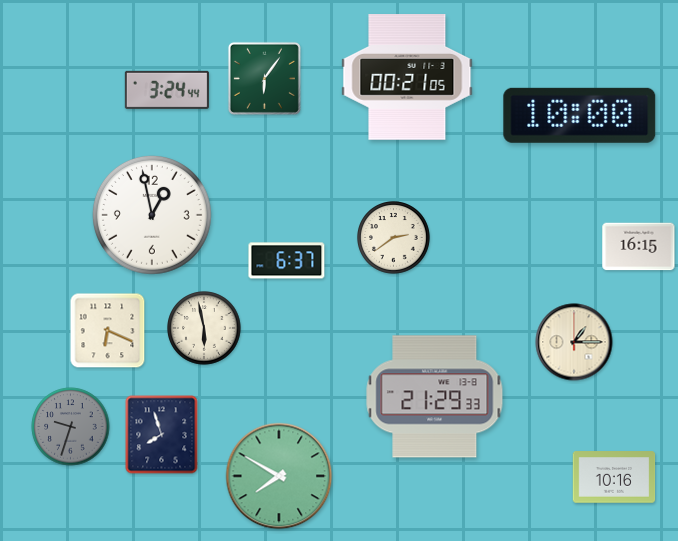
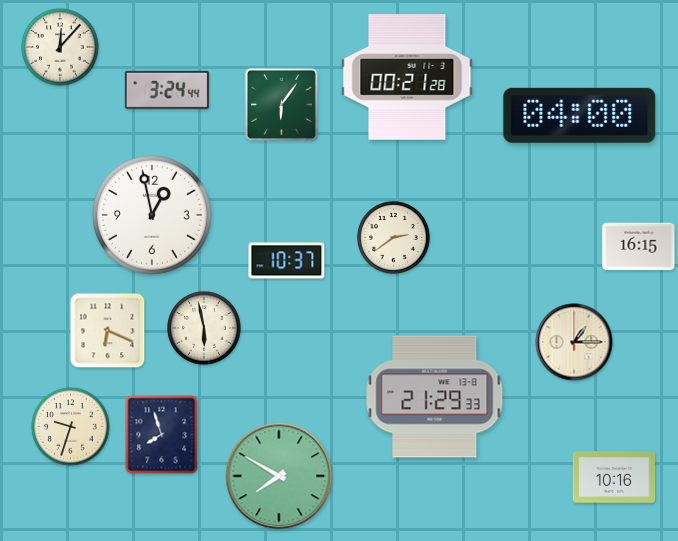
clock at (60, 47): none -> 12:07
clock at (407, 77): 00:21:05 -> 00:21:28
clock at (264, 78) position: (264, 78) -> (281, 104)
clock at (580, 115): 10:00 -> 04:00
clock at (287, 261): 6:37 -> 10:37
clock at (71, 427) dial: grey -> cream
